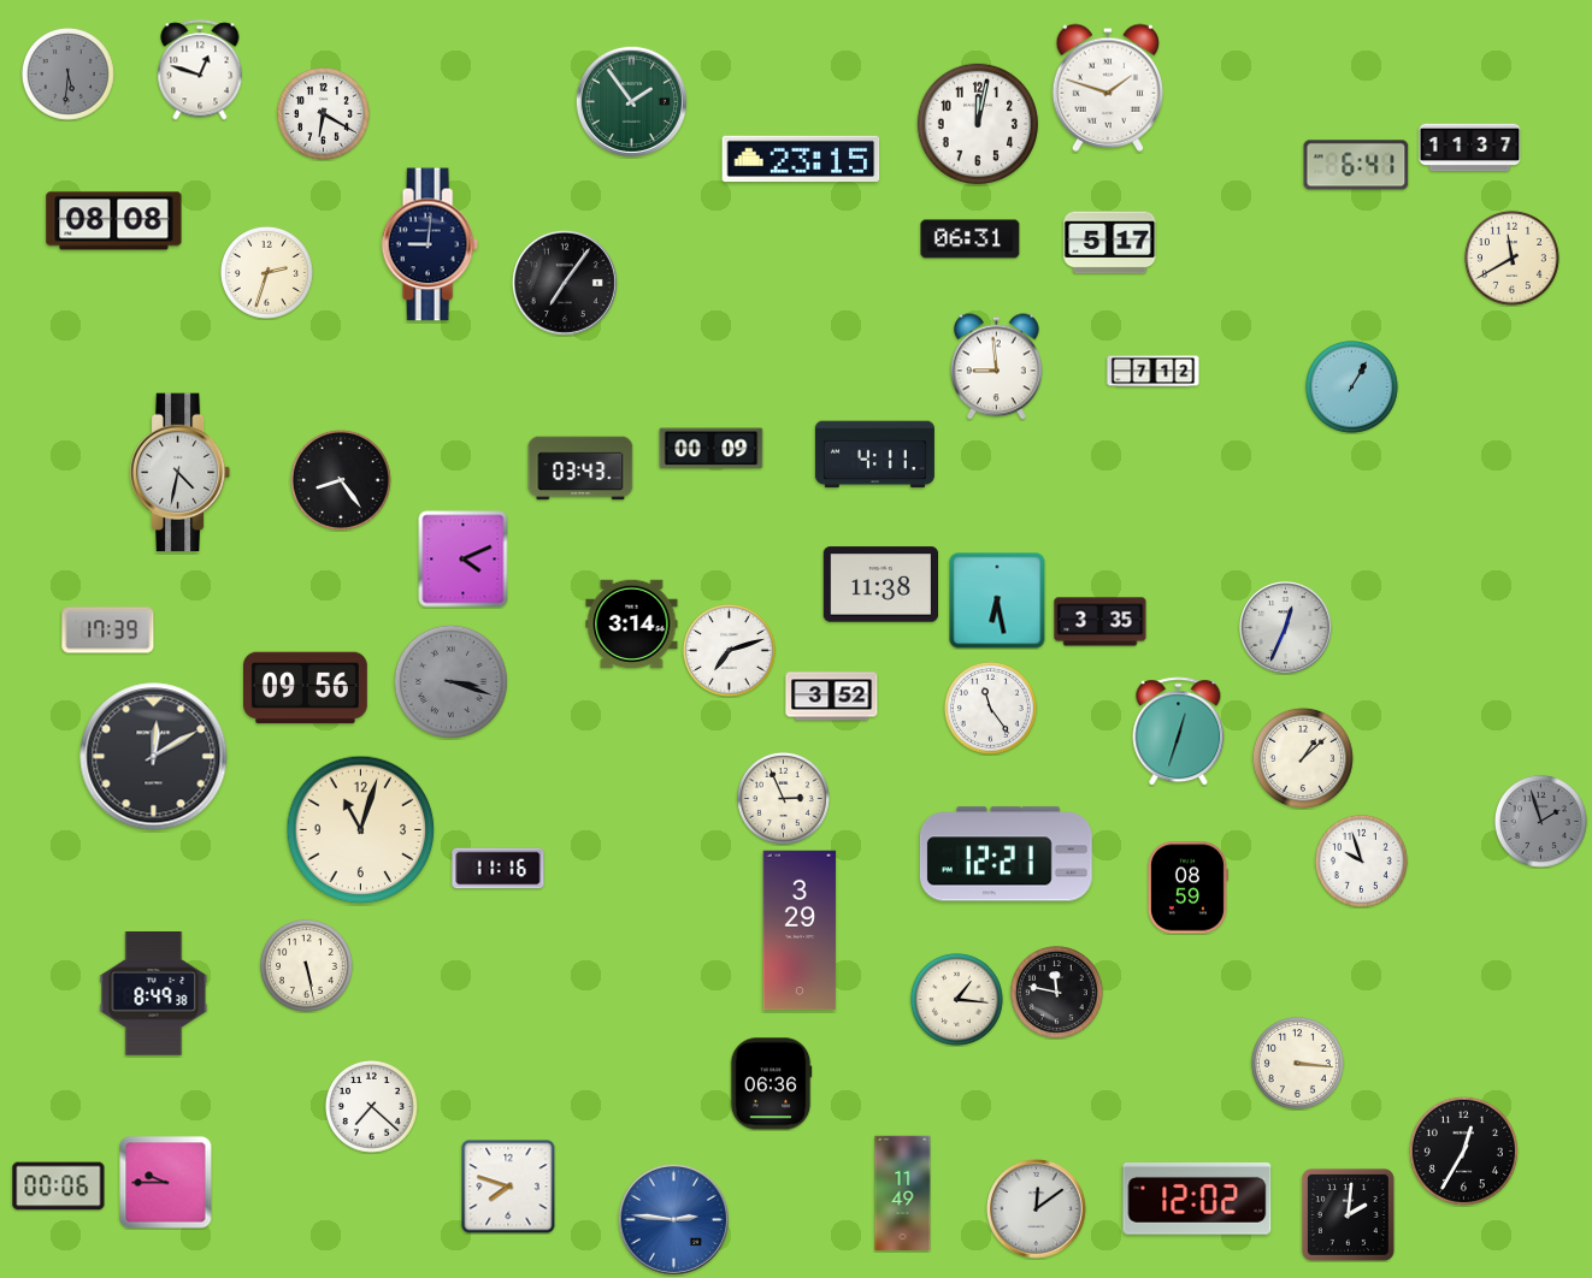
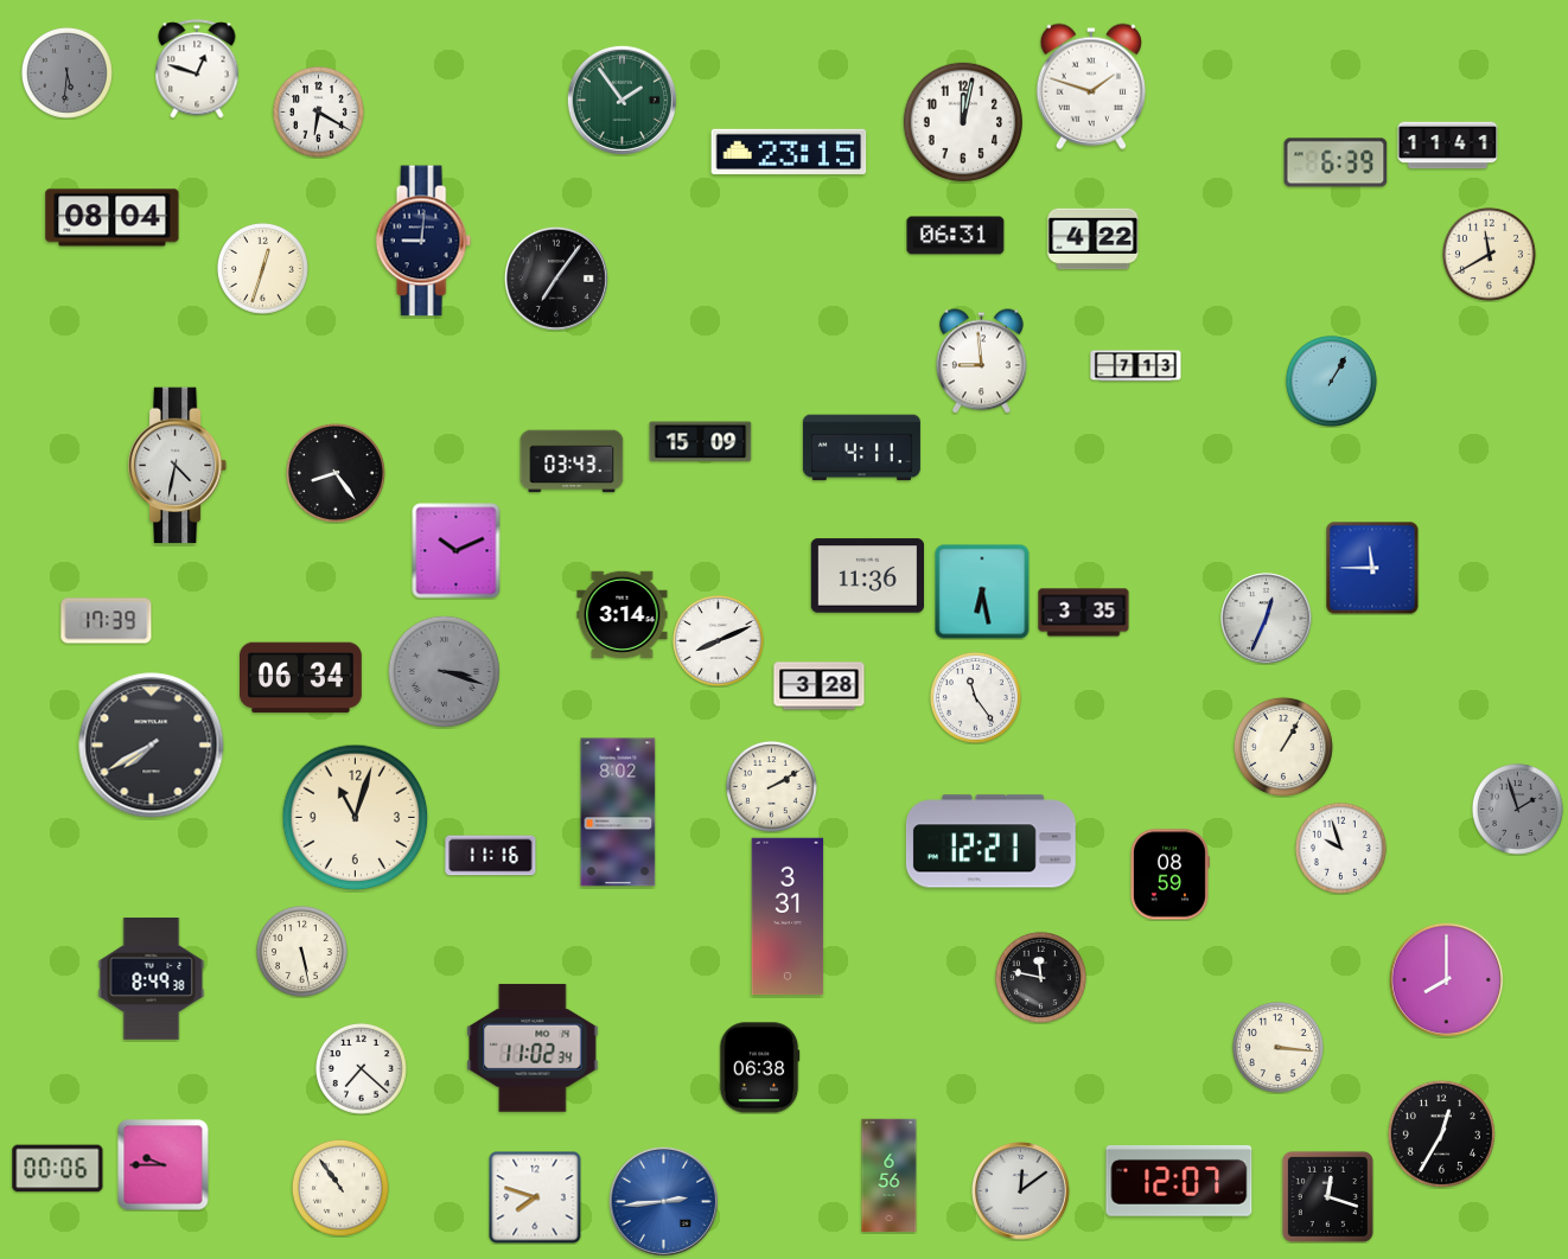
clock at (1470, 148): 11:37 -> 11:41
clock at (801, 159) position: (801, 159) -> (789, 152)
clock at (1356, 165): 6:41 -> 6:39
clock at (114, 221): 08:08 -> 08:04
clock at (1110, 243): 5:17 -> 4:22
clock at (266, 272): 2:33 -> 12:33
clock at (1154, 372): 7:12 -> 7:13
clock at (712, 449): 00:09 -> 15:09
clock at (464, 560): 4:11 -> 10:11
clock at (1372, 568): none -> 11:45
clock at (880, 585): 11:38 -> 11:36
clock at (729, 650): 7:12 -> 8:11
clock at (306, 688): 09:56 -> 06:34
clock at (832, 697): 3:52 -> 3:28
clock at (1179, 732): 12:33 -> none
clock at (154, 757): 12:10 -> 7:40
clock at (1303, 758): 1:08 -> 1:05
clock at (783, 798): 2:56 -> 2:10
clock at (618, 812): none -> 8:02
clock at (800, 930): 3:29 -> 3:31
clock at (1447, 980): none -> 8:00
clock at (956, 999): 1:16 -> none
clock at (533, 1048): none -> 11:02
clock at (771, 1084): 06:36 -> 06:38
clock at (371, 1106) position: (371, 1106) -> (361, 1068)
clock at (508, 1187) position: (508, 1187) -> (535, 1197)
clock at (903, 1194): 11:49 -> 6:56
clock at (1197, 1199): 12:02 -> 12:07
clock at (340, 1188): none -> 10:54
clock at (1348, 1214): 2:01 -> 12:18
clock at (673, 1219): 2:46 -> 2:44
